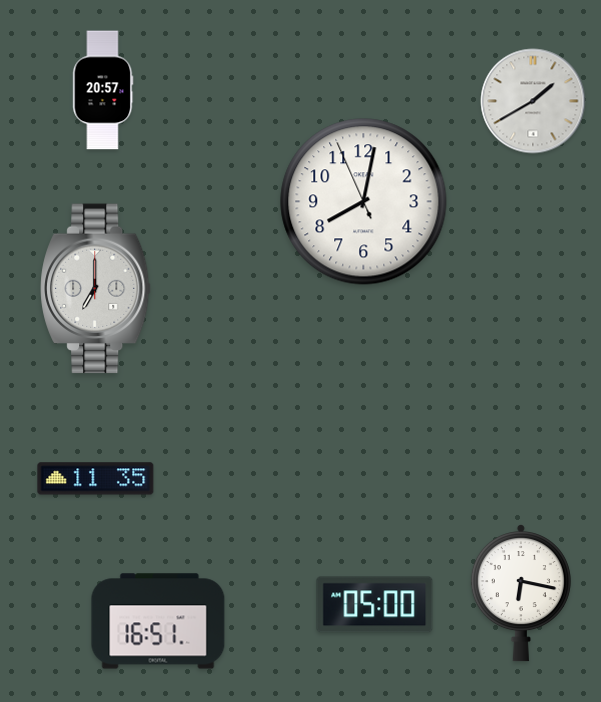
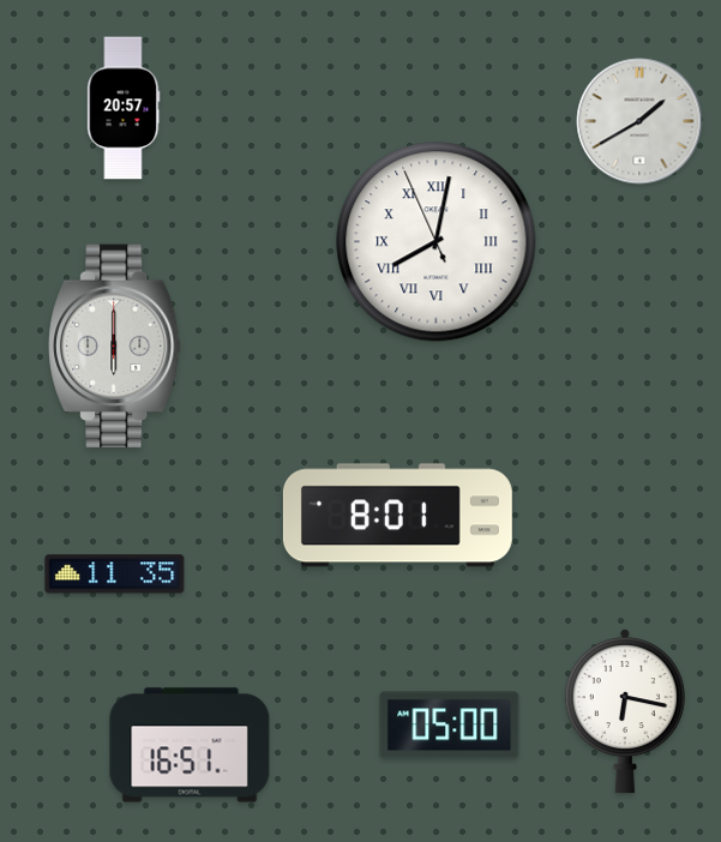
clock at (364, 202) numerals: Arabic -> Roman
clock at (96, 289): 7:00 -> 6:00
clock at (397, 516): none -> 8:01
